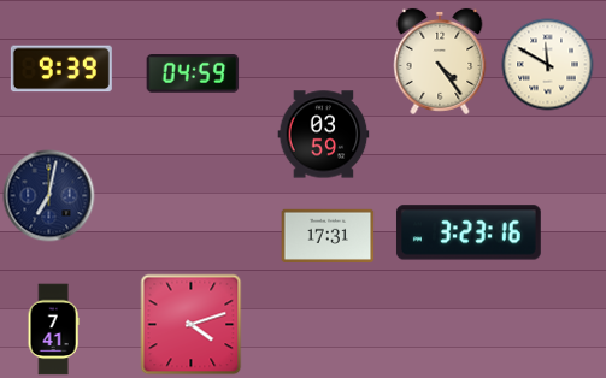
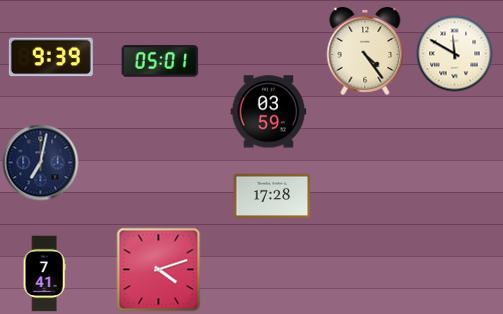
clock at (193, 75): 04:59 -> 05:01
clock at (469, 232): 3:23 -> none
clock at (328, 235): 17:31 -> 17:28
